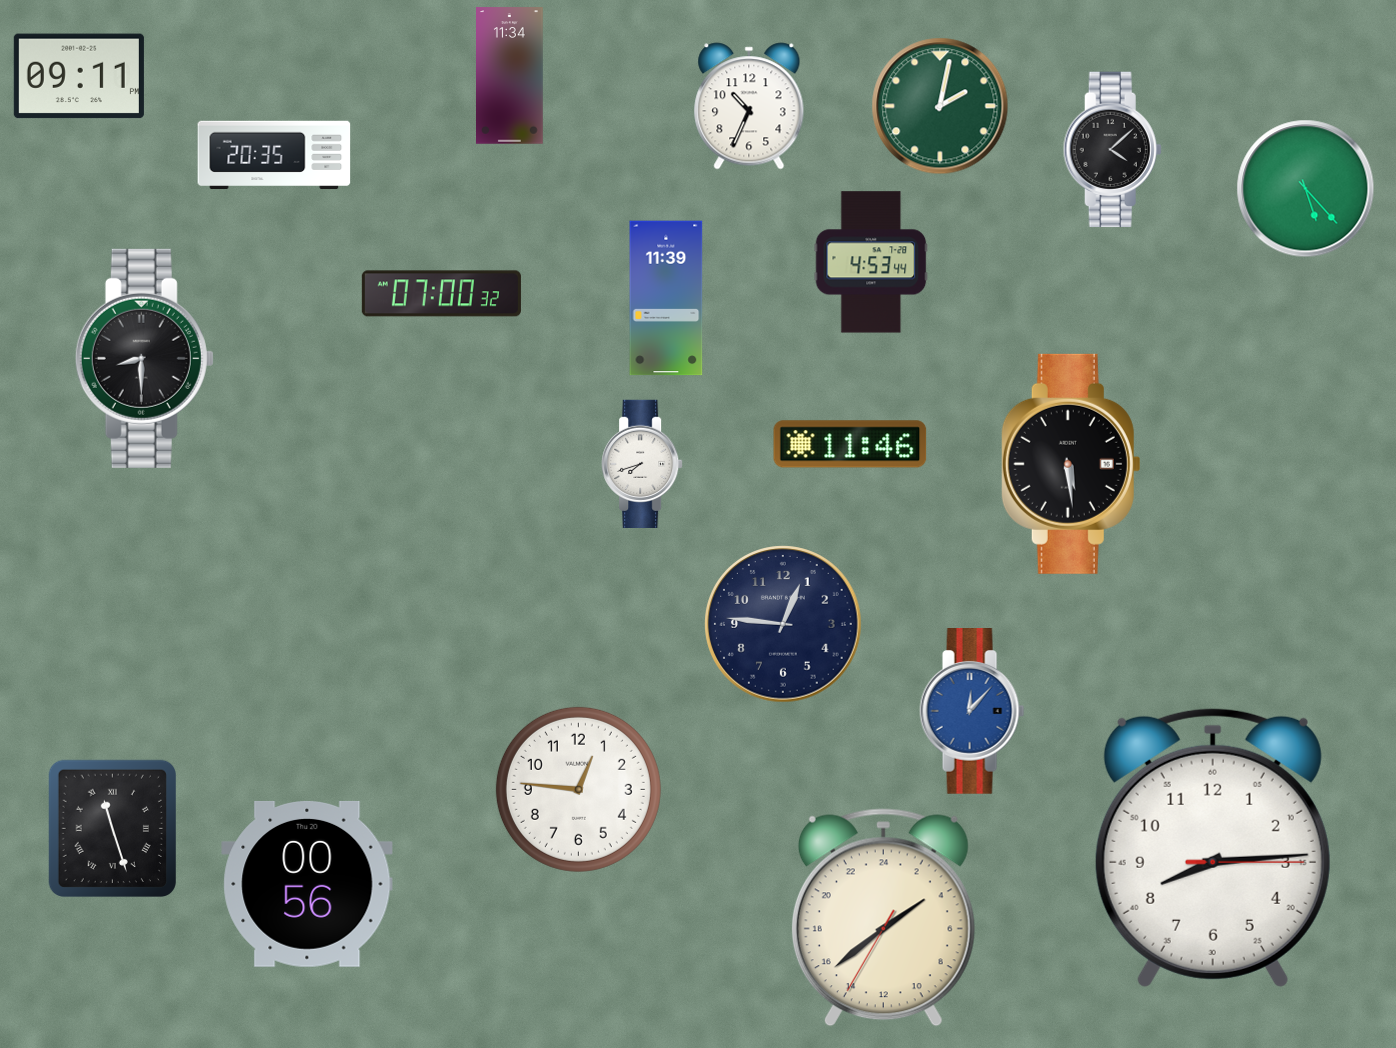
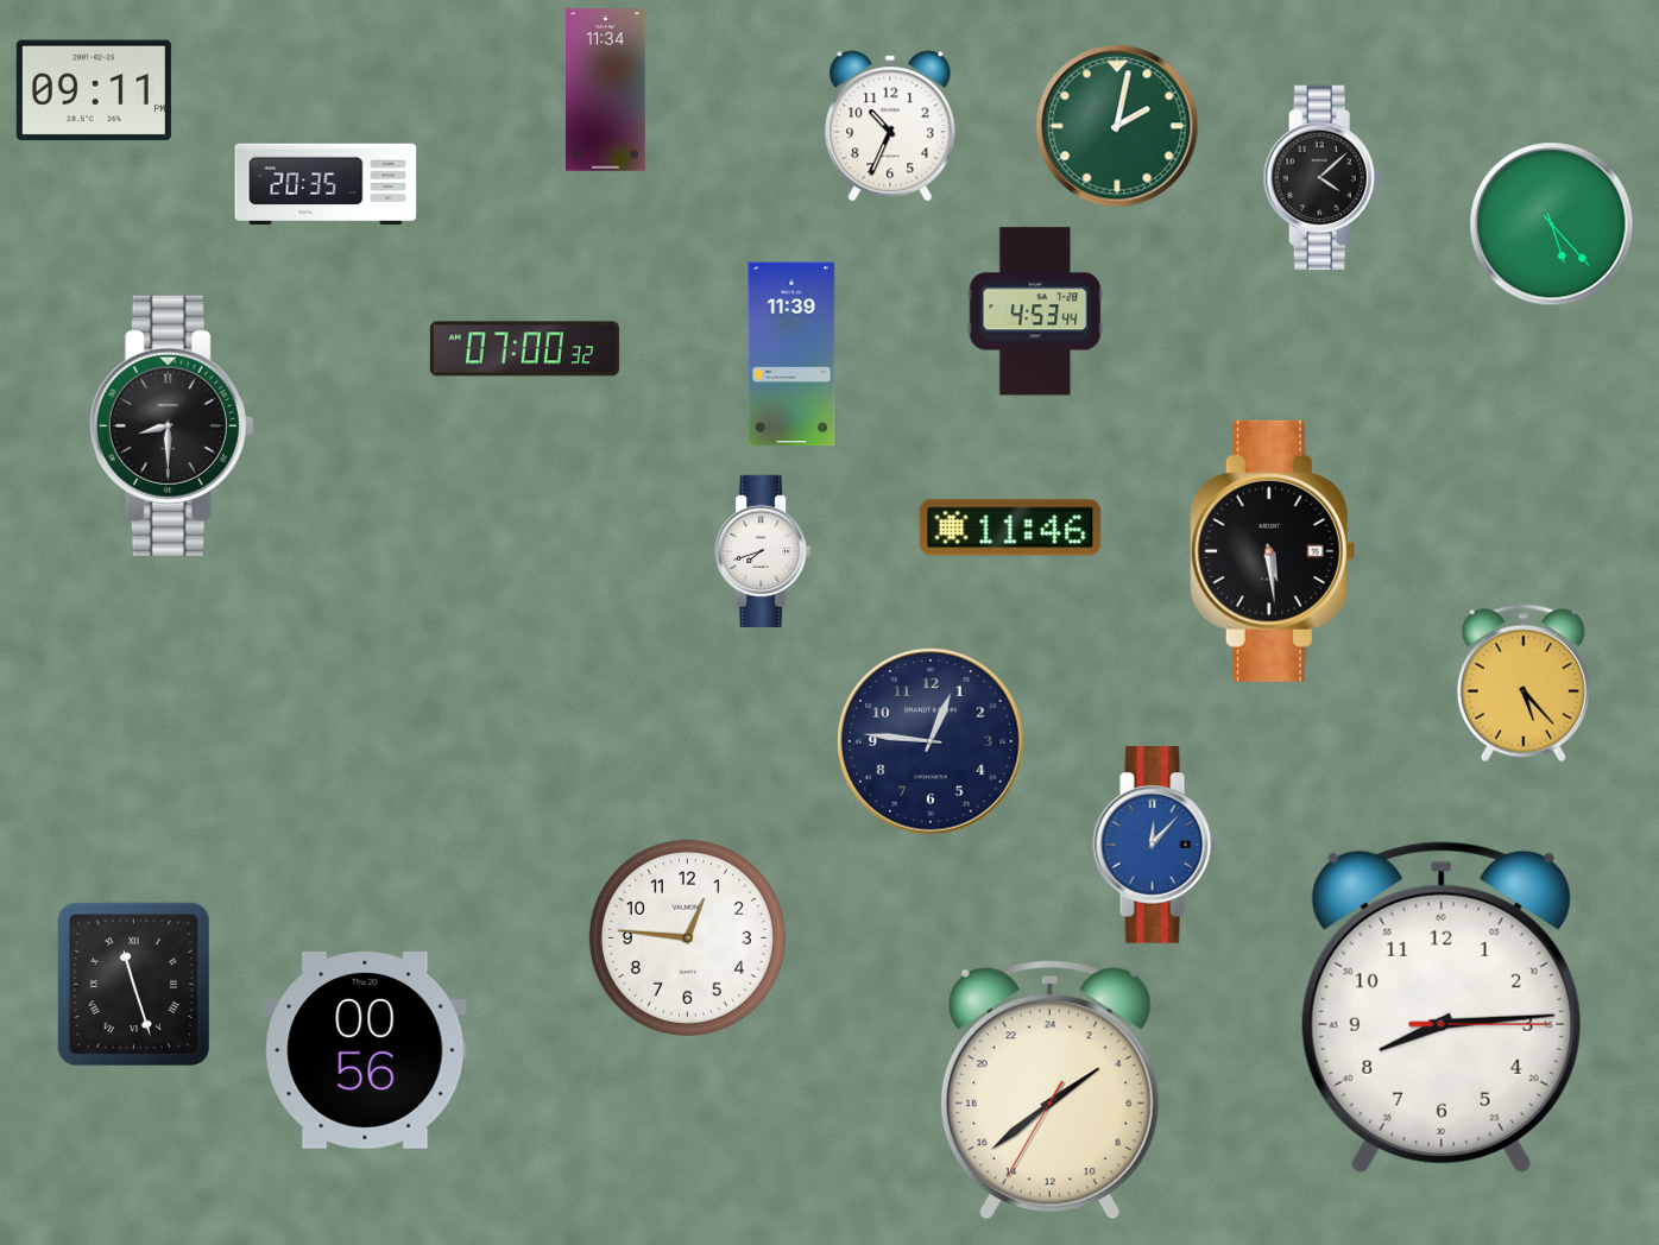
clock at (1524, 683): none -> 5:23
